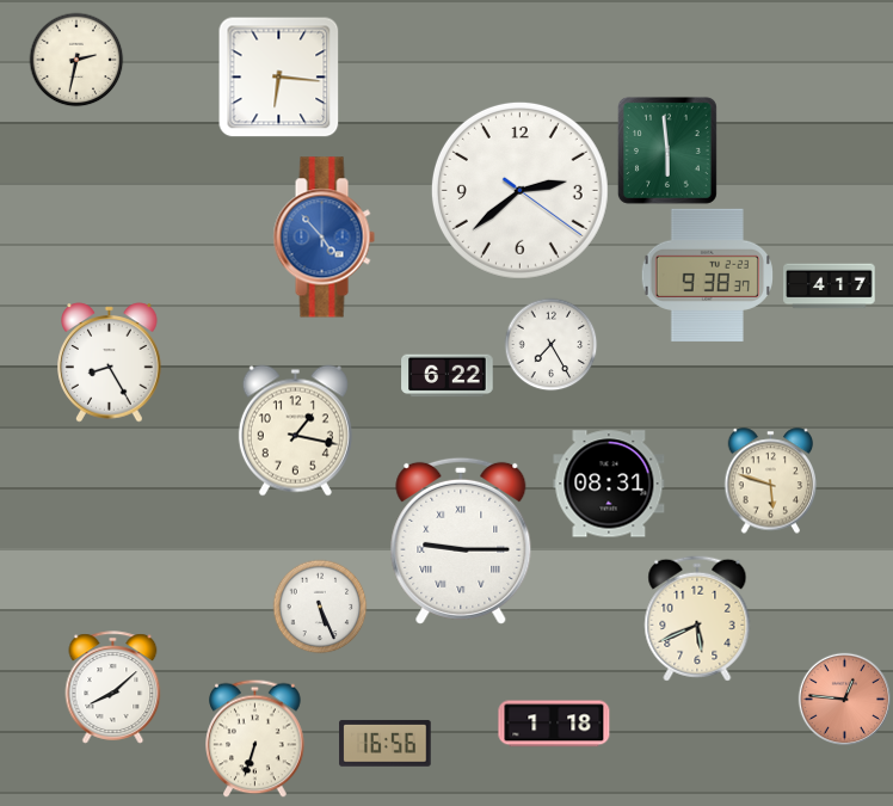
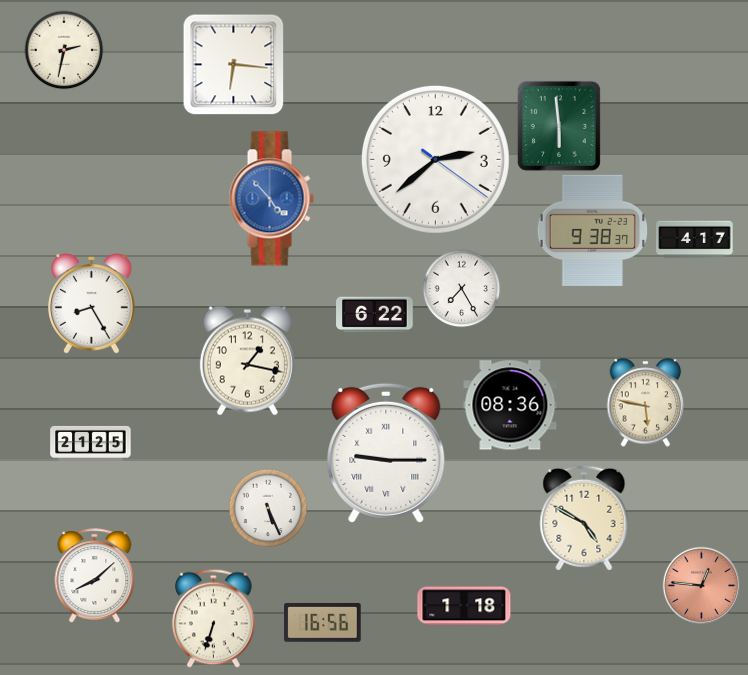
clock at (771, 481): 5:48 -> 5:47
clock at (609, 484): 08:31 -> 08:36
clock at (91, 443): none -> 21:25
clock at (697, 619): 5:41 -> 4:50
clock at (844, 699) position: (844, 699) -> (701, 585)
